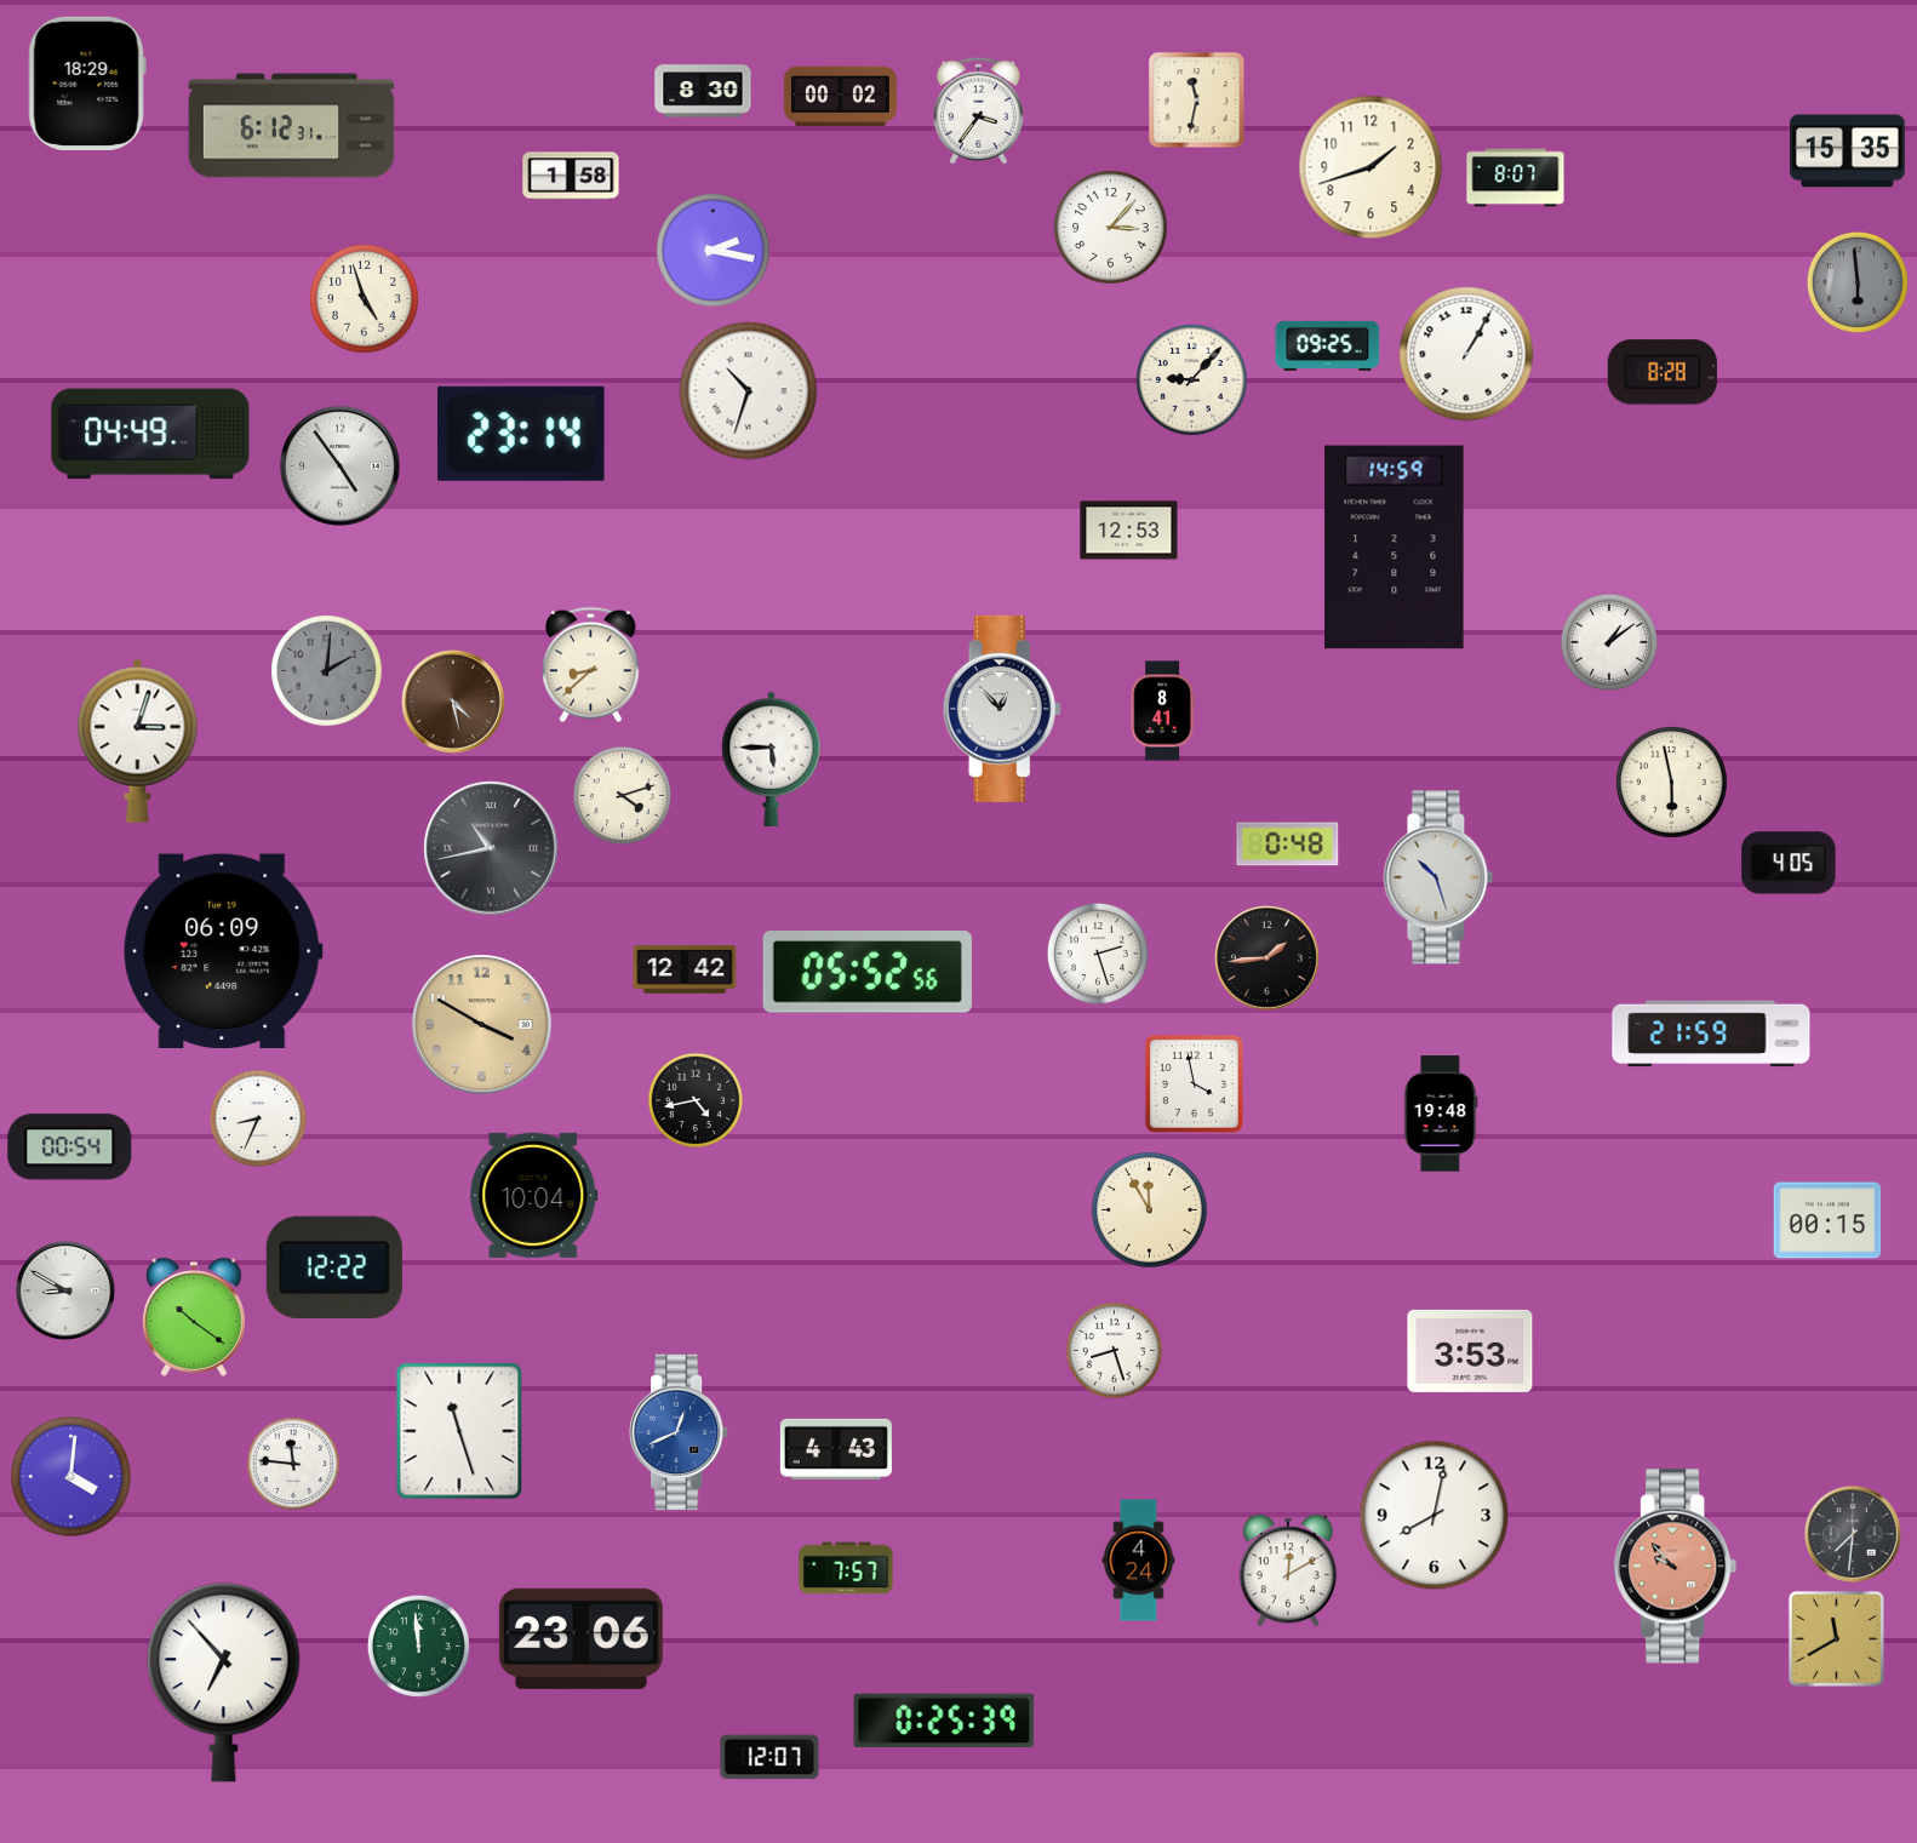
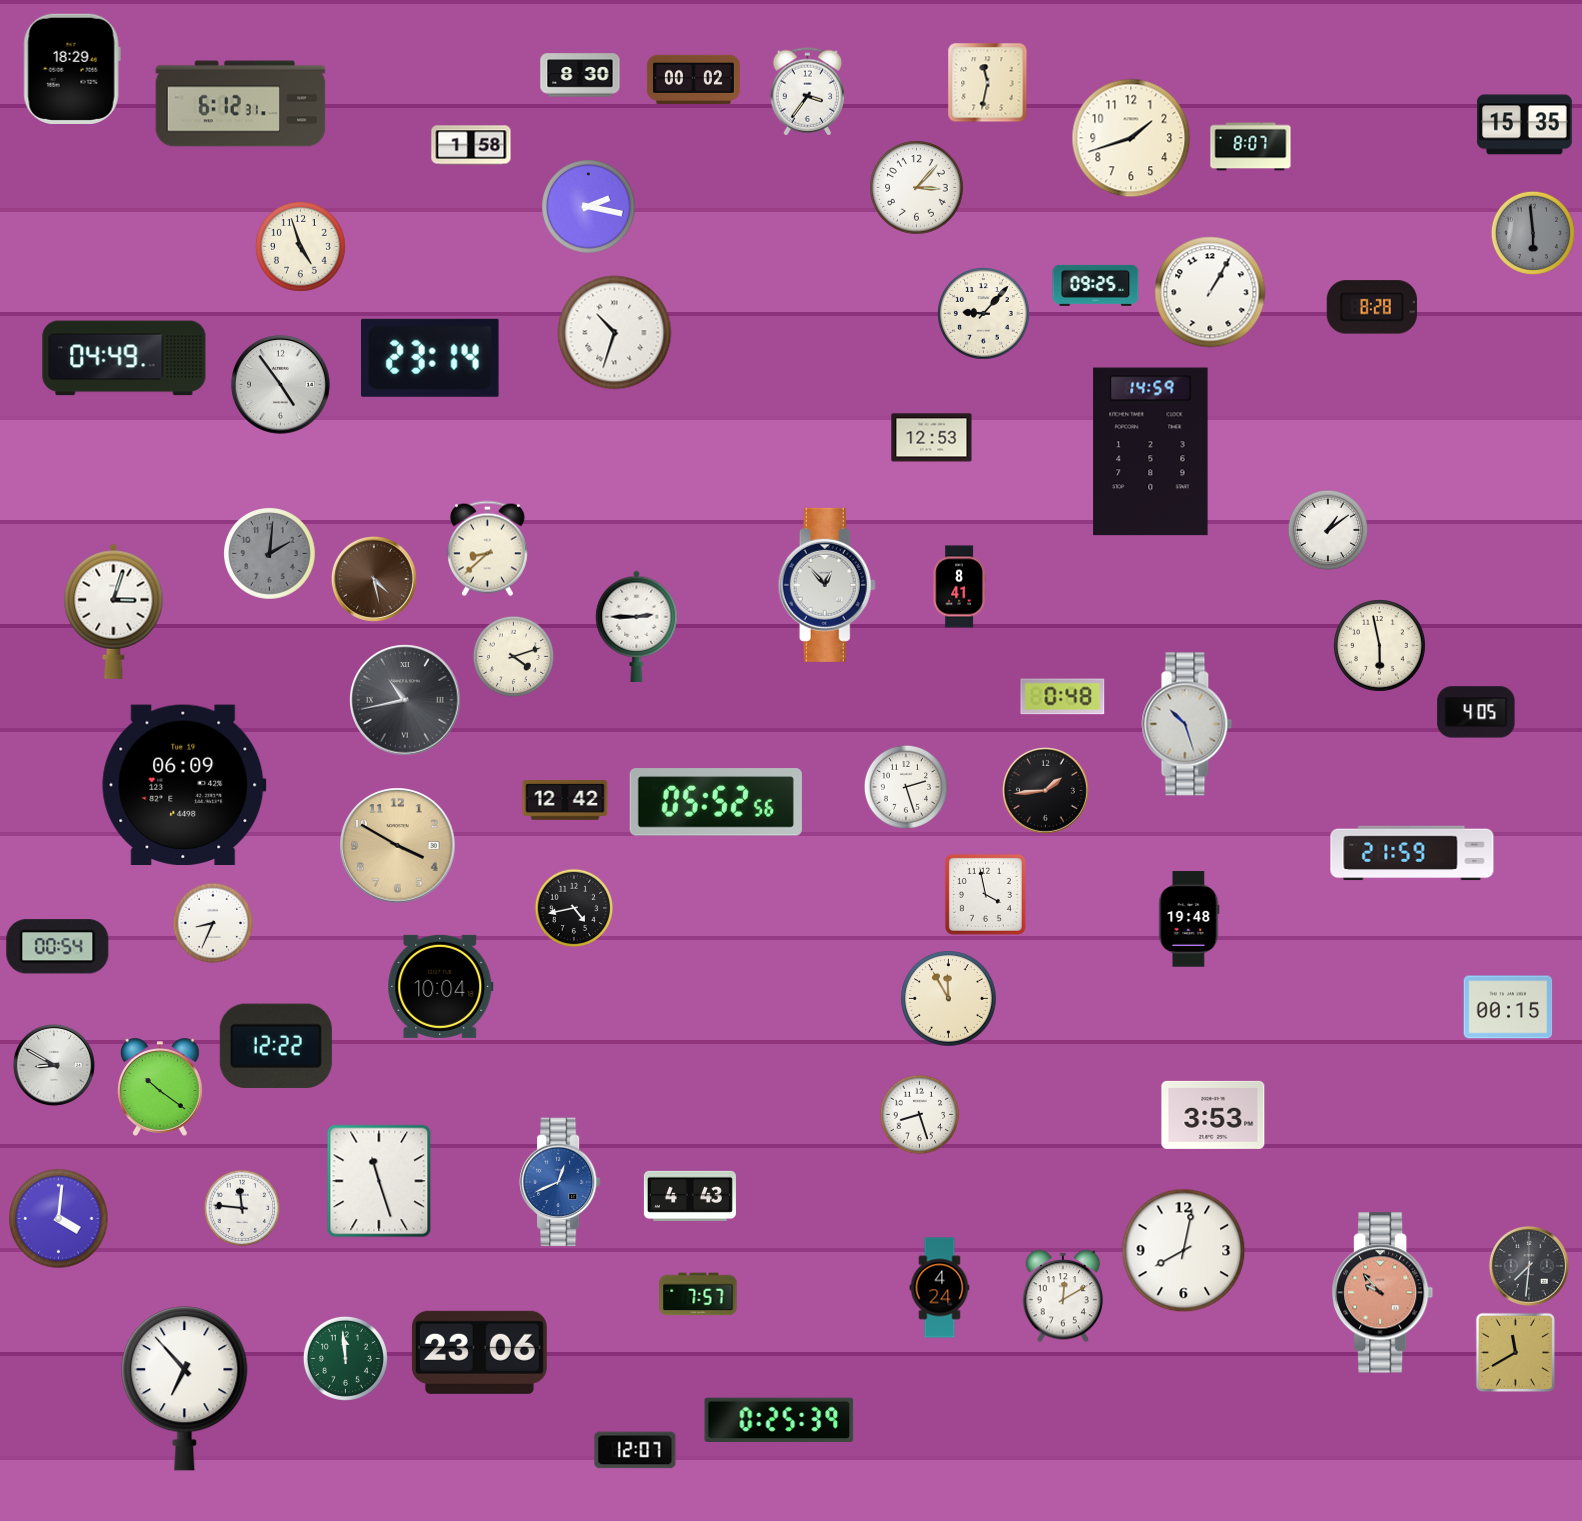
clock at (749, 391) position: (749, 391) -> (615, 333)
clock at (772, 759): 5:45 -> 2:45
